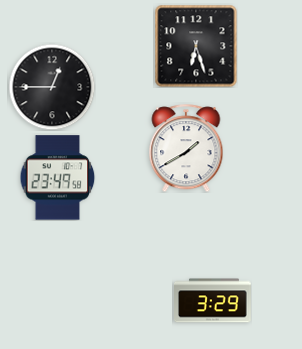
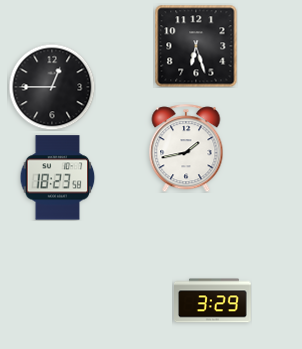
clock at (186, 148): 1:40 -> 1:43
clock at (58, 178): 23:49 -> 18:23
